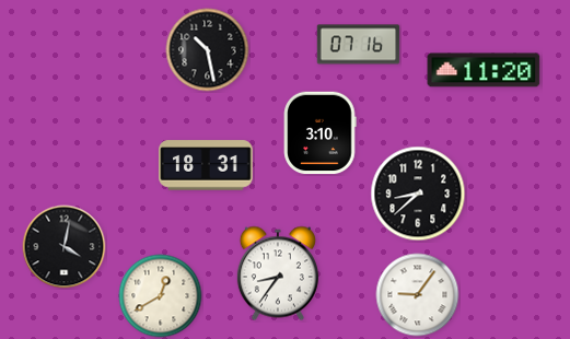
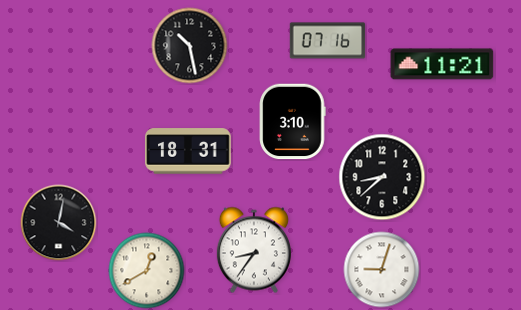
clock at (484, 70): 11:20 -> 11:21
clock at (65, 247) position: (65, 247) -> (59, 223)
clock at (418, 295): 9:06 -> 9:03
